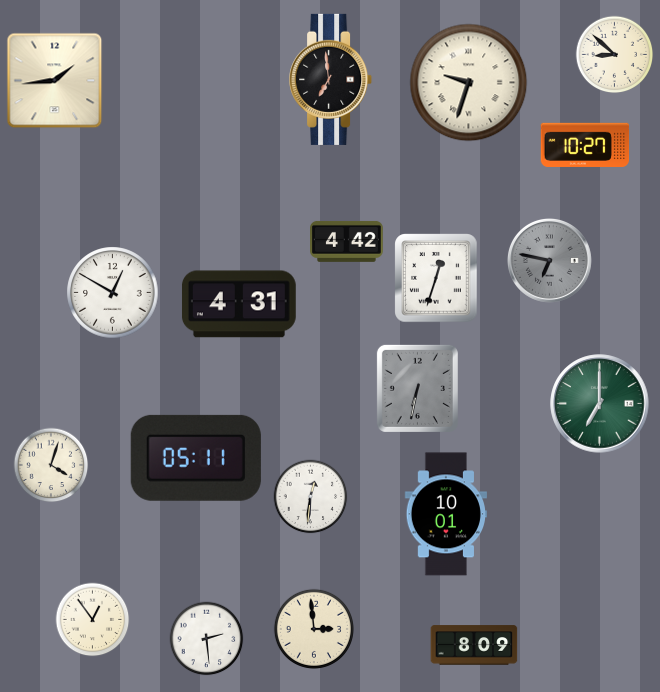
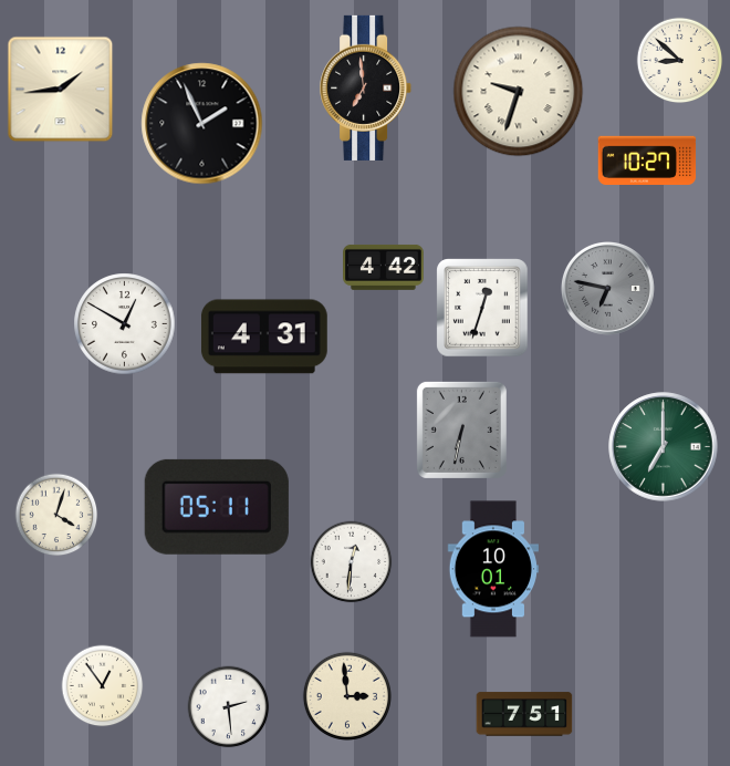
clock at (202, 124): none -> 1:56
clock at (311, 497) position: (311, 497) -> (352, 562)
clock at (474, 645): 8:09 -> 7:51
